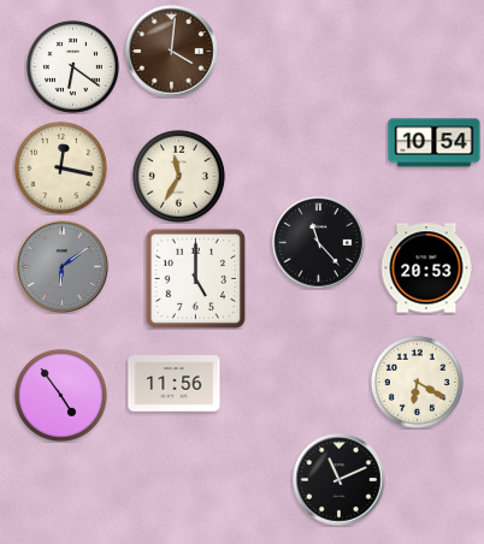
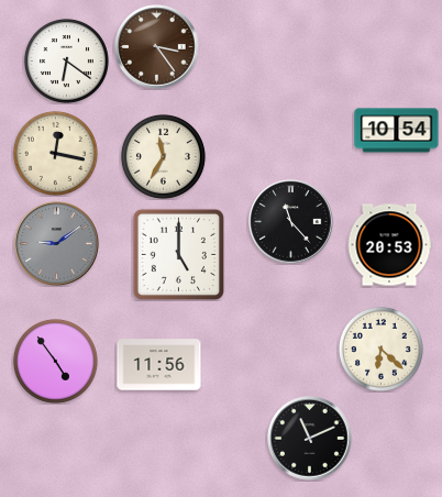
clock at (172, 52): 4:01 -> 3:24
clock at (178, 176) position: (178, 176) -> (163, 156)
clock at (63, 267): 6:09 -> 9:09
clock at (417, 382): 6:20 -> 6:22
clock at (175, 384) position: (175, 384) -> (159, 365)
